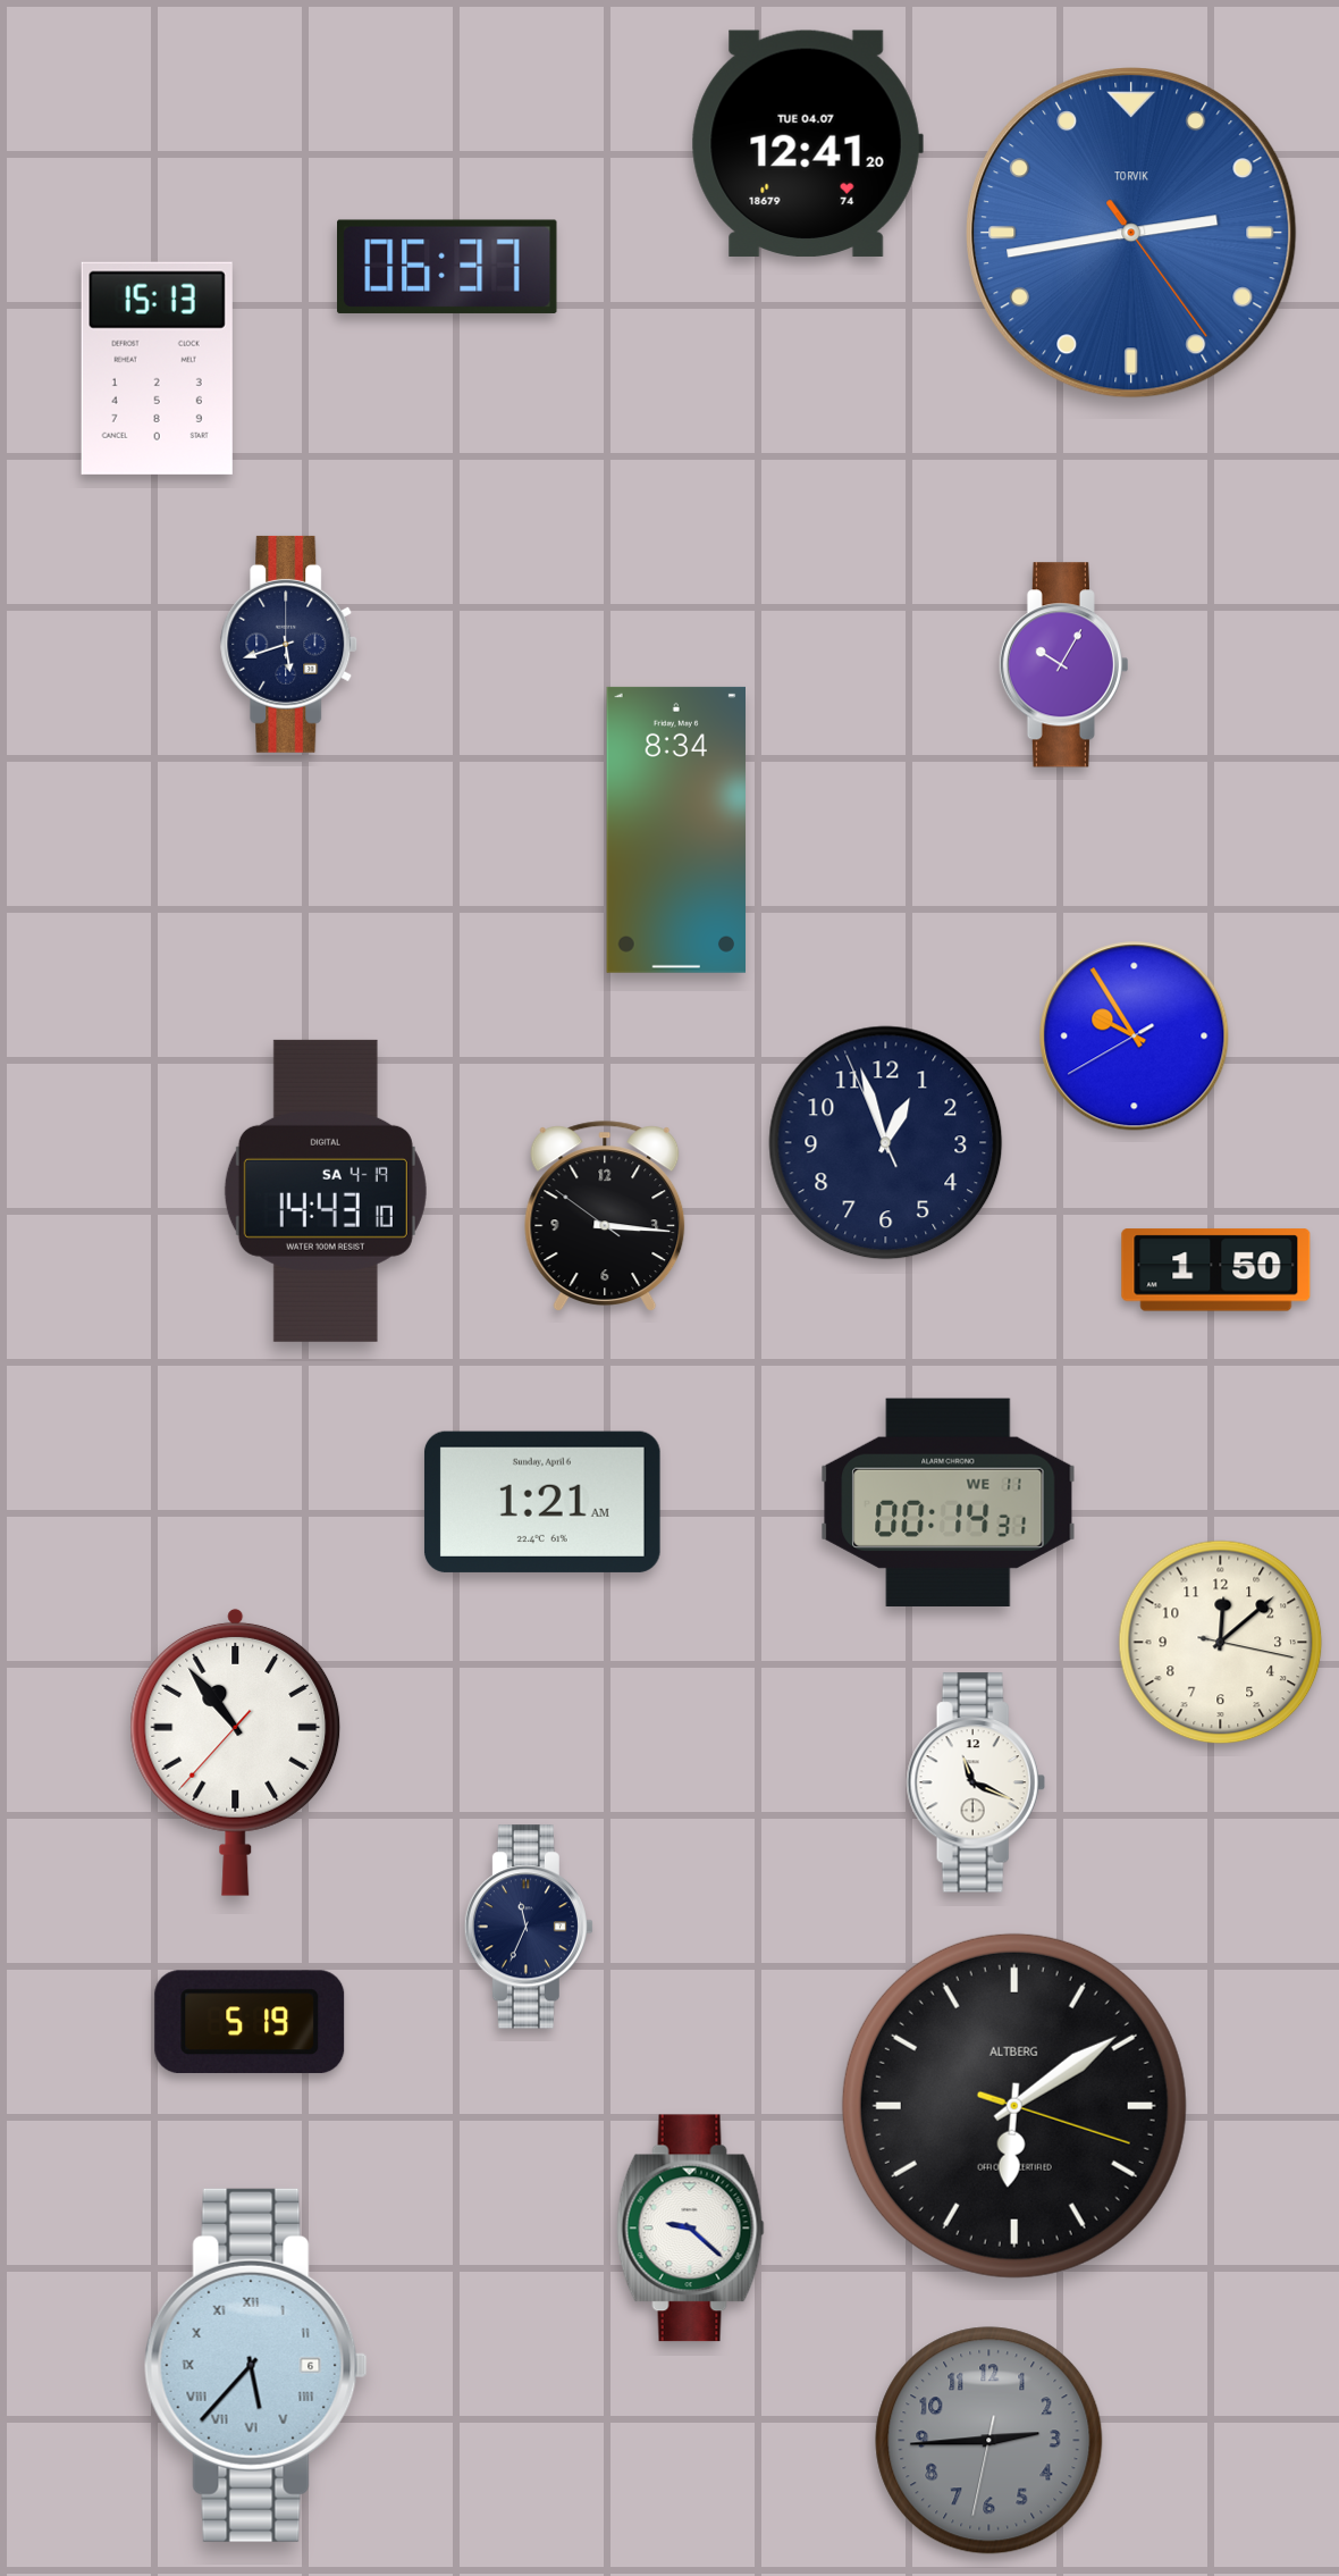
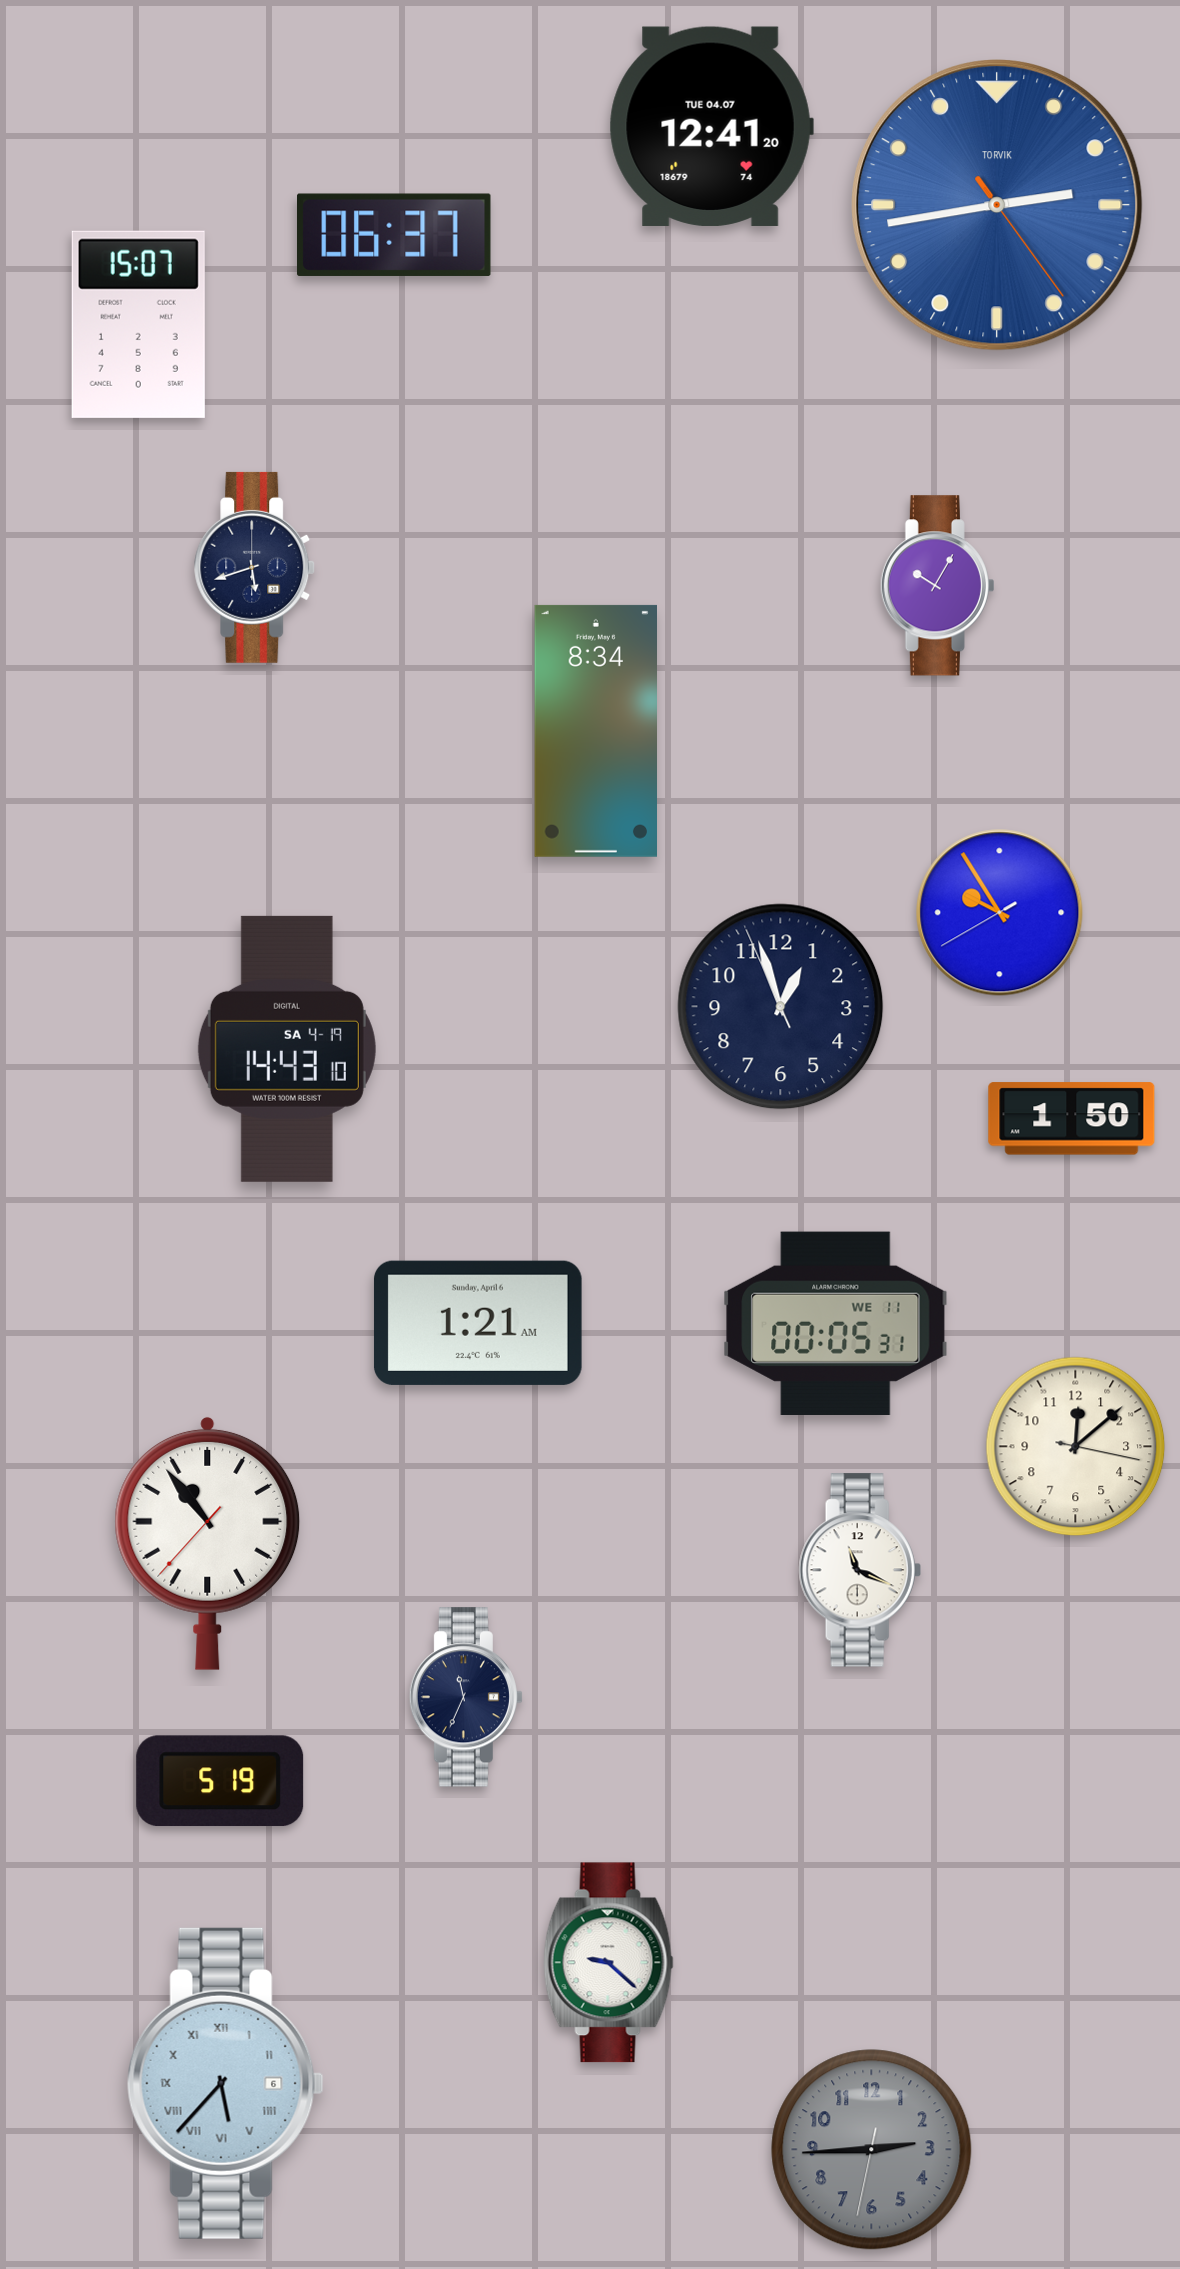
clock at (157, 368): 15:13 -> 15:07
clock at (605, 1216): 3:15 -> none
clock at (949, 1502): 00:14 -> 00:05
clock at (1014, 2106): 6:09 -> none
